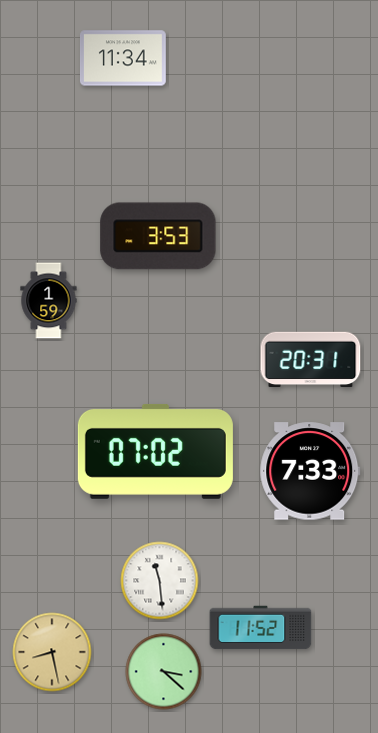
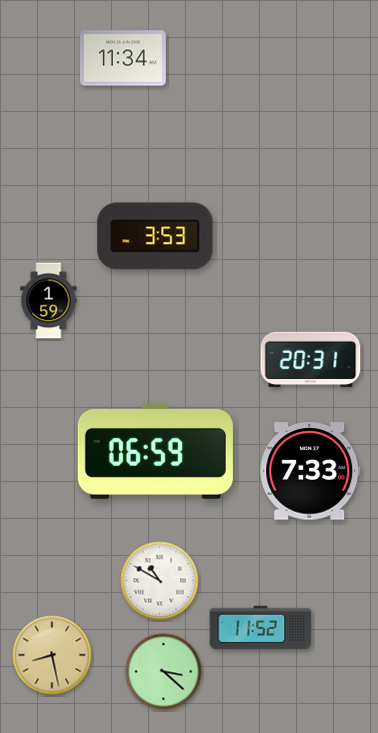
clock at (158, 236) position: (158, 236) -> (155, 236)
clock at (155, 451): 07:02 -> 06:59
clock at (160, 581): 11:29 -> 10:50
clock at (52, 652) position: (52, 652) -> (52, 655)
